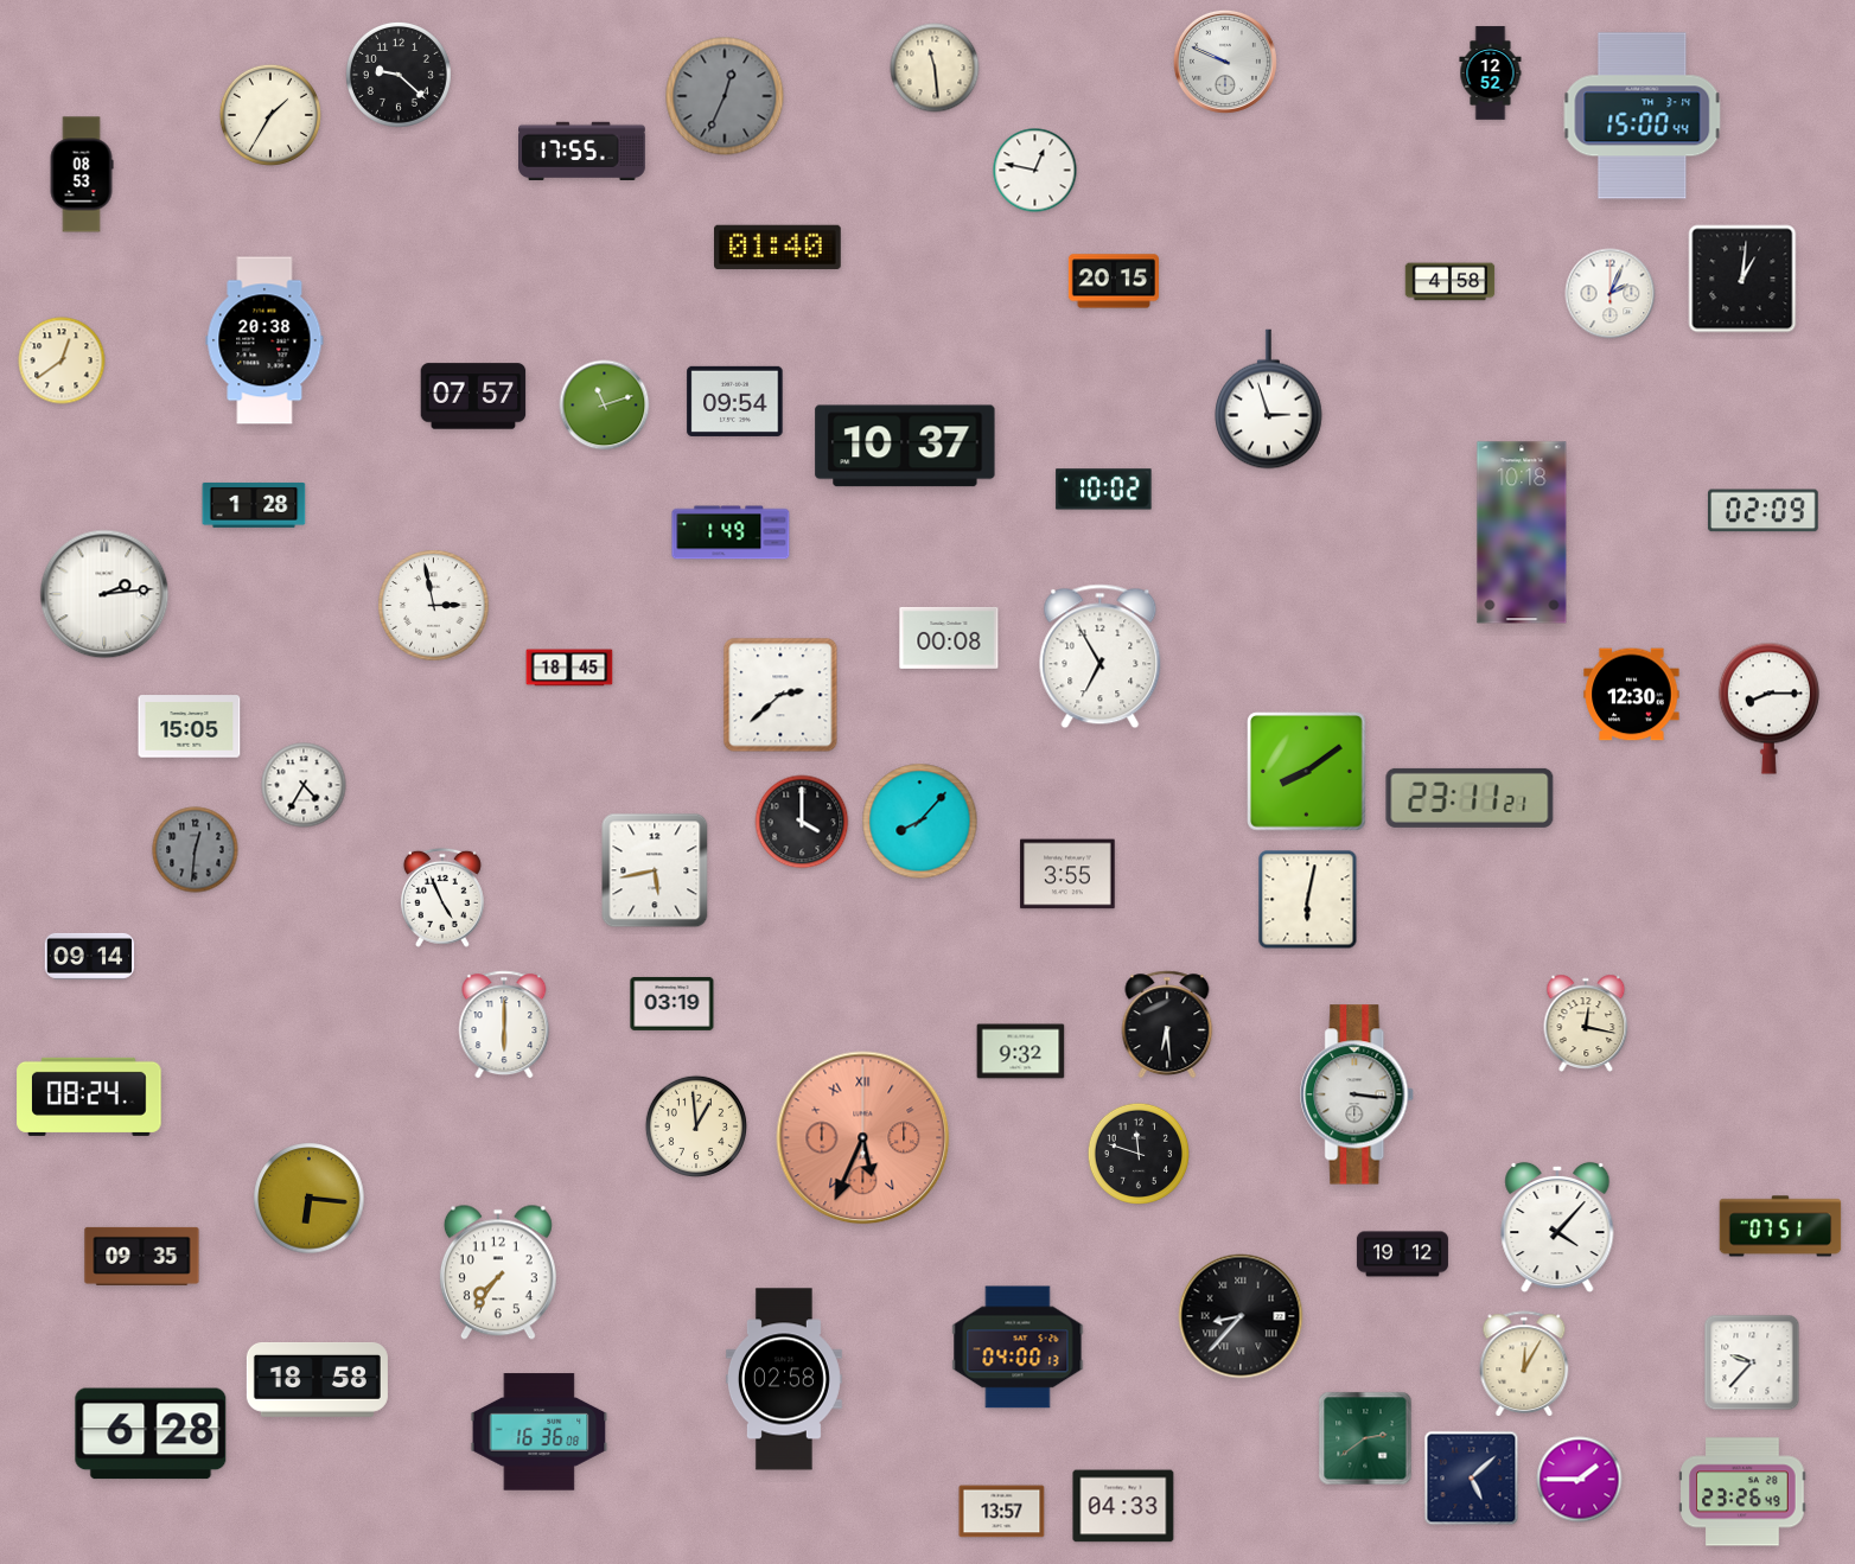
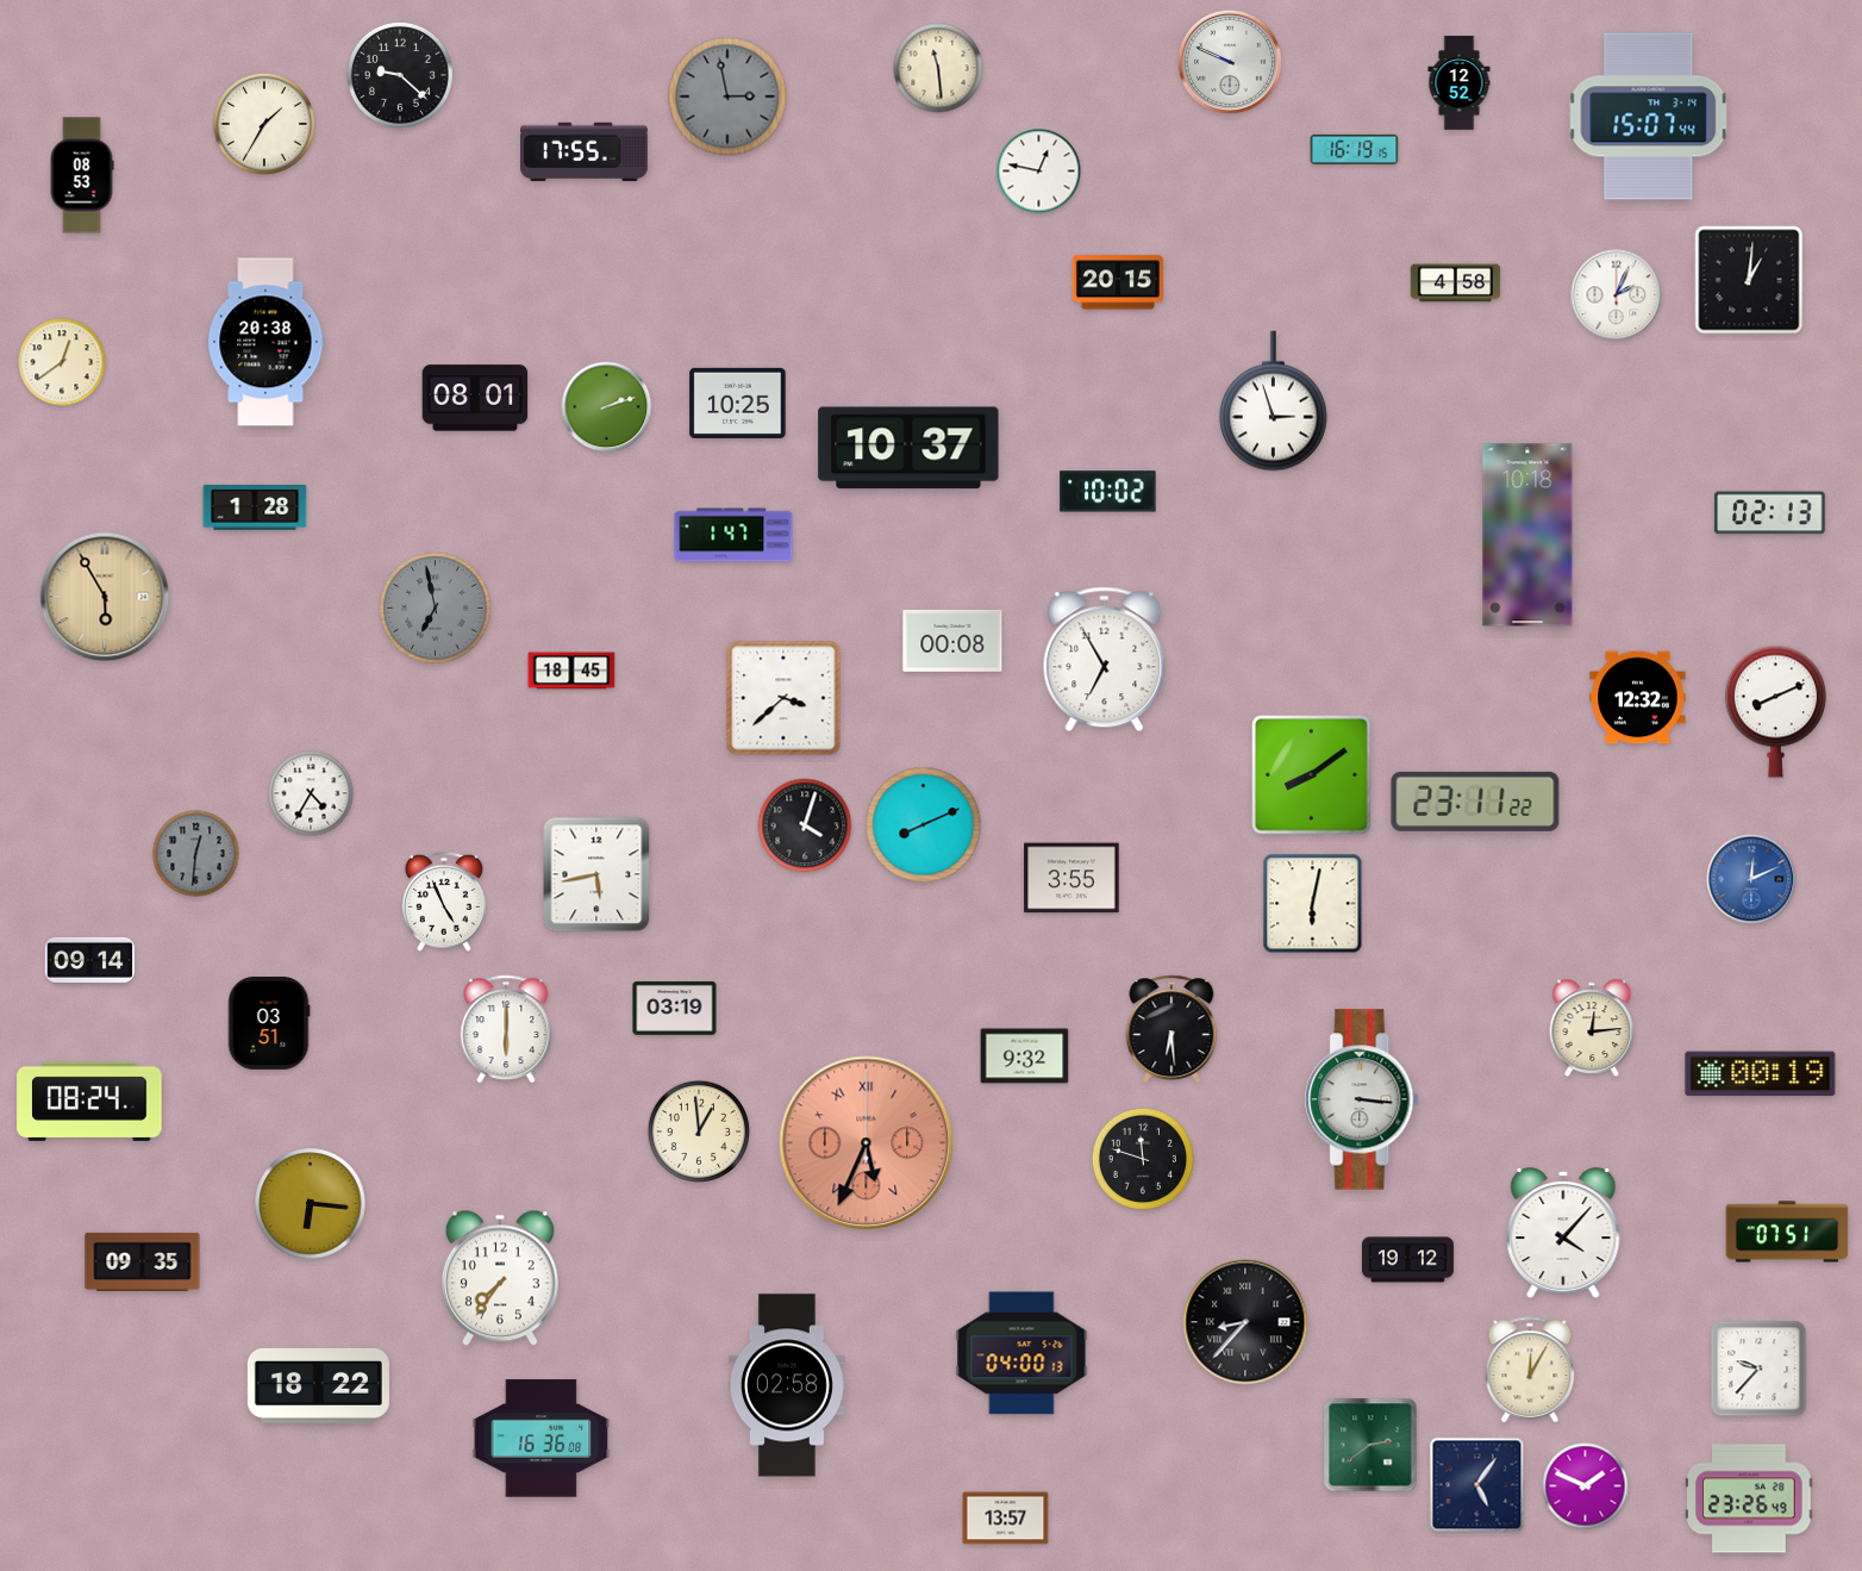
clock at (1491, 74) position: (1491, 74) -> (1460, 83)
clock at (725, 96): 12:34 -> 2:58
clock at (269, 114) position: (269, 114) -> (263, 123)
clock at (1643, 116): 15:00 -> 15:07
clock at (1355, 149): none -> 16:19
clock at (778, 248): 01:40 -> none
clock at (473, 396): 07:57 -> 08:01
clock at (735, 401): 09:54 -> 10:25
clock at (605, 406): 11:12 -> 2:12
clock at (1762, 511): 02:09 -> 02:13
clock at (731, 532): 1:49 -> 1:47
clock at (104, 594): 2:14 -> 5:55
clock at (104, 594) dial: white -> champagne
clock at (434, 606): 2:58 -> 6:58
clock at (434, 606) dial: white -> grey
clock at (780, 695): 2:38 -> 3:38
clock at (1632, 695): 12:30 -> 12:32
clock at (1768, 708): 8:15 -> 8:11
clock at (190, 727): 15:05 -> none
clock at (304, 785) position: (304, 785) -> (311, 793)
clock at (1470, 798): 23:11:21 -> 23:11:22
clock at (802, 822): 4:00 -> 4:03
clock at (920, 822): 8:07 -> 8:11
clock at (655, 870) position: (655, 870) -> (596, 874)
clock at (1751, 879): none -> 12:11
clock at (269, 1023): none -> 03:51
clock at (1586, 1022): 12:17 -> 12:14
clock at (1761, 1074): none -> 00:19
clock at (317, 1380): 18:58 -> 18:22
clock at (151, 1434): 6:28 -> none
clock at (1472, 1479): 5:08 -> 5:06
clock at (1580, 1480): 1:45 -> 1:49
clock at (1123, 1506): 04:33 -> none
